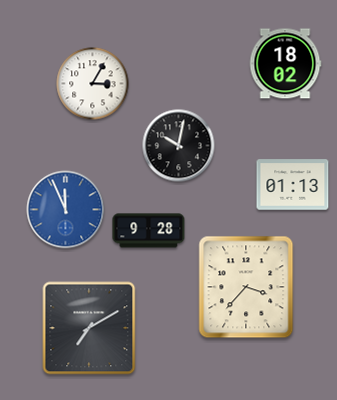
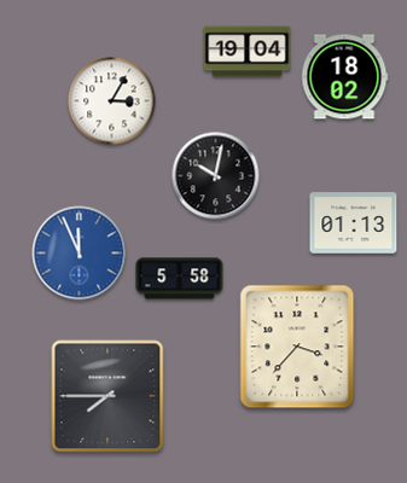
clock at (248, 52): none -> 19:04
clock at (149, 231): 9:28 -> 5:58
clock at (89, 328): 7:10 -> 7:45
